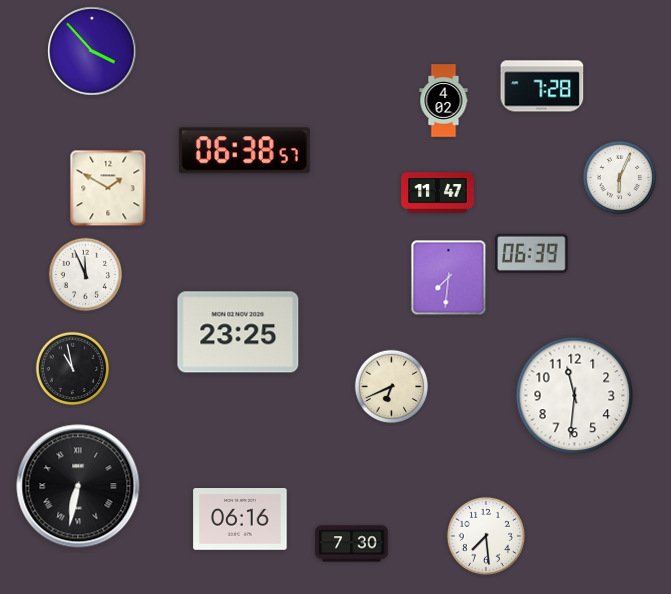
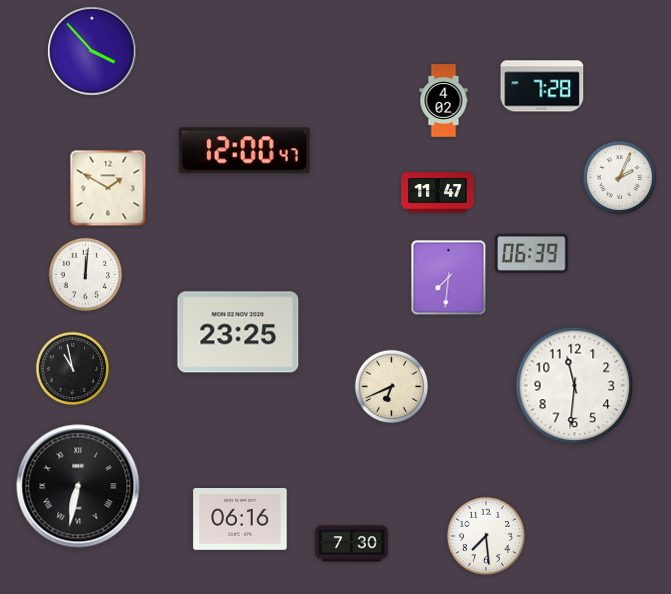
clock at (244, 151): 06:38 -> 12:00
clock at (620, 178): 6:04 -> 2:04
clock at (86, 275): 11:56 -> 12:01
clock at (575, 396) position: (575, 396) -> (575, 386)
